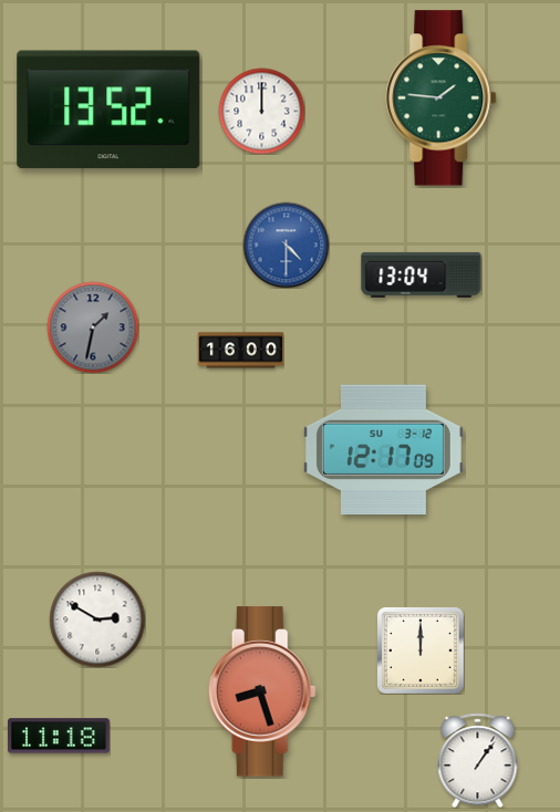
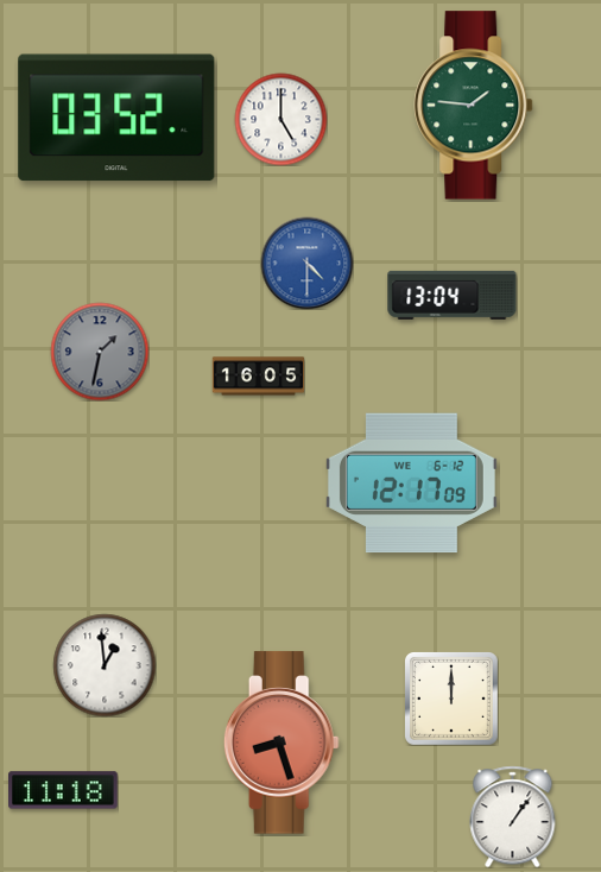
clock at (108, 110): 13:52 -> 03:52
clock at (261, 111): 12:00 -> 5:00
clock at (240, 351): 16:00 -> 16:05
clock at (383, 450) date: SU 3-12 -> WE 6-12
clock at (97, 620): 2:50 -> 12:59
